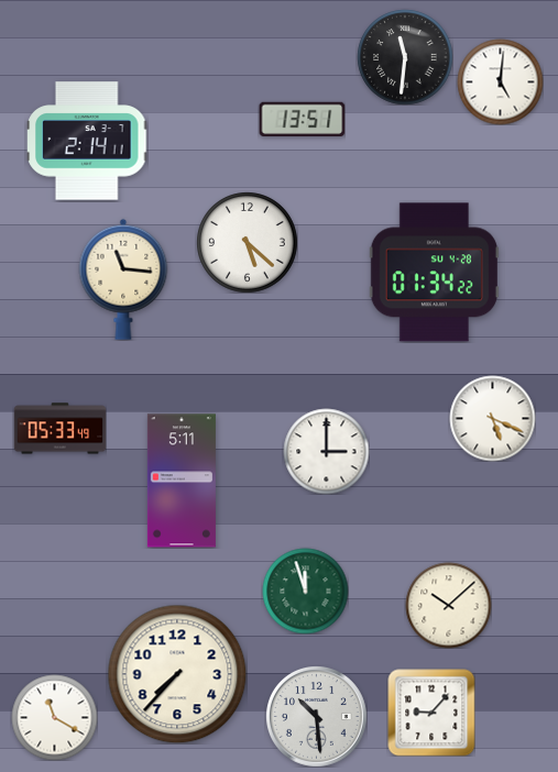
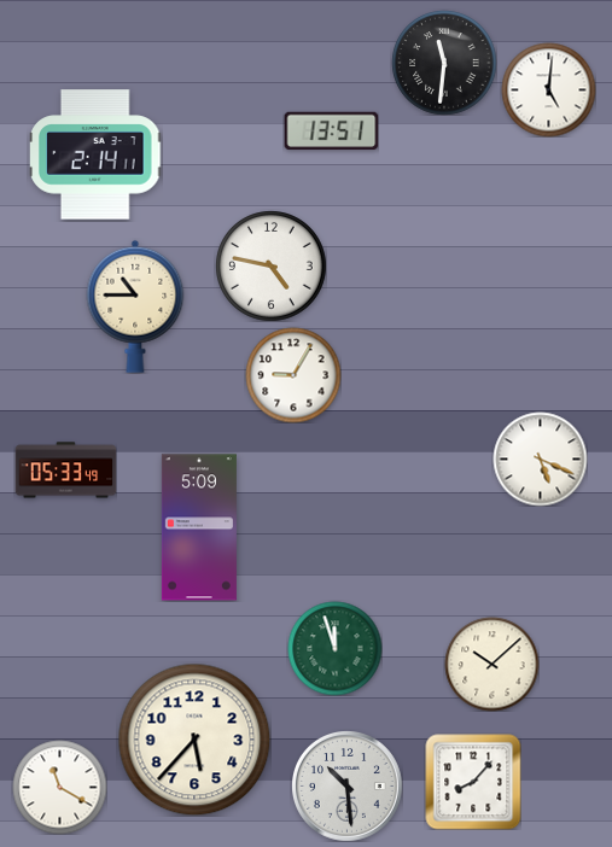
clock at (247, 242): 5:22 -> 4:47
clock at (434, 273): 01:34 -> none
clock at (123, 279): 11:16 -> 10:45
clock at (293, 375): none -> 9:05
clock at (326, 451): 3:00 -> none
clock at (182, 481): 5:11 -> 5:09
clock at (177, 674): 7:37 -> 5:37
clock at (431, 713): 9:07 -> 8:07
